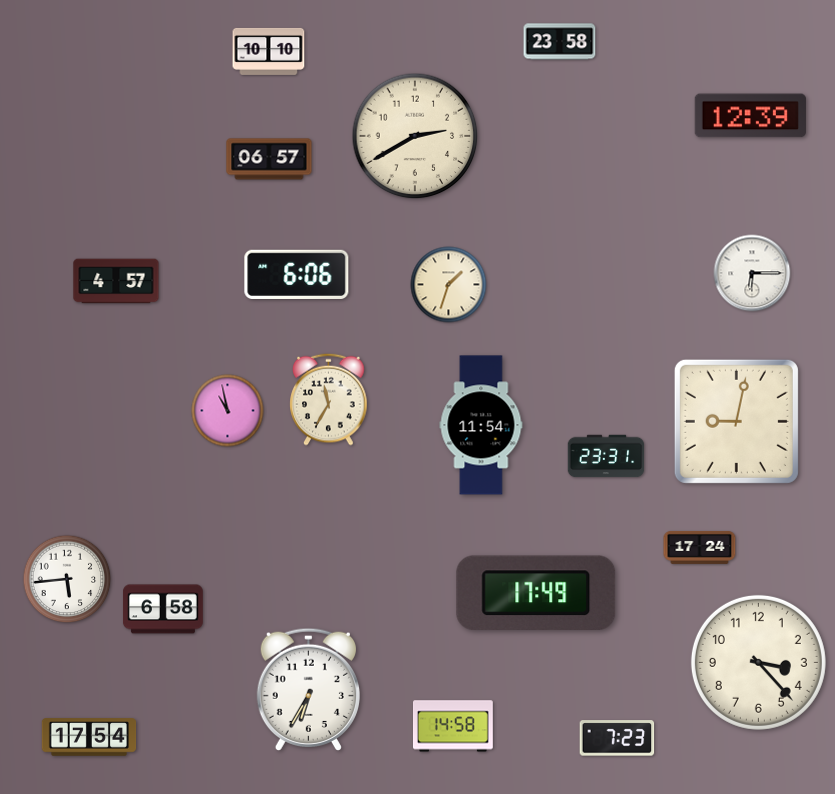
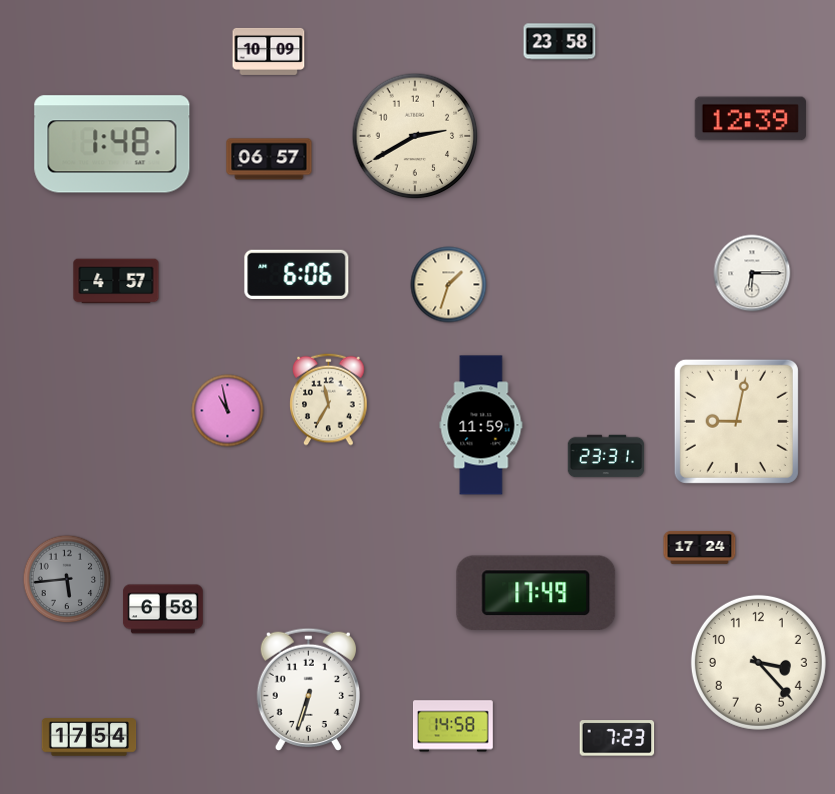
clock at (269, 51): 10:10 -> 10:09
clock at (750, 116) position: (750, 116) -> (750, 119)
clock at (112, 144): none -> 1:48
clock at (481, 425): 11:54 -> 11:59
clock at (67, 579) dial: white -> grey
clock at (308, 689): 6:35 -> 6:33
